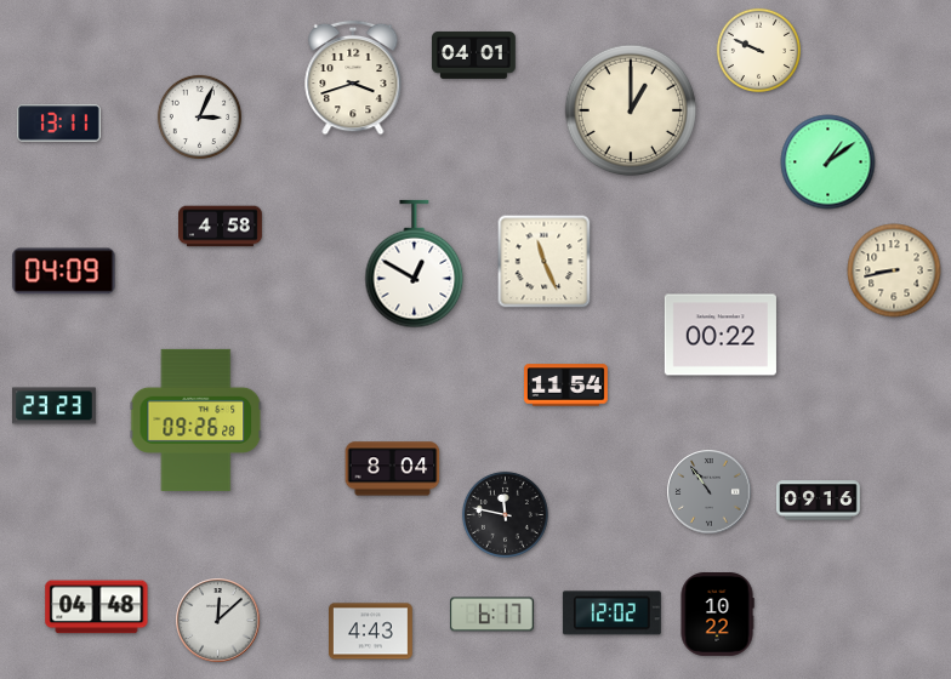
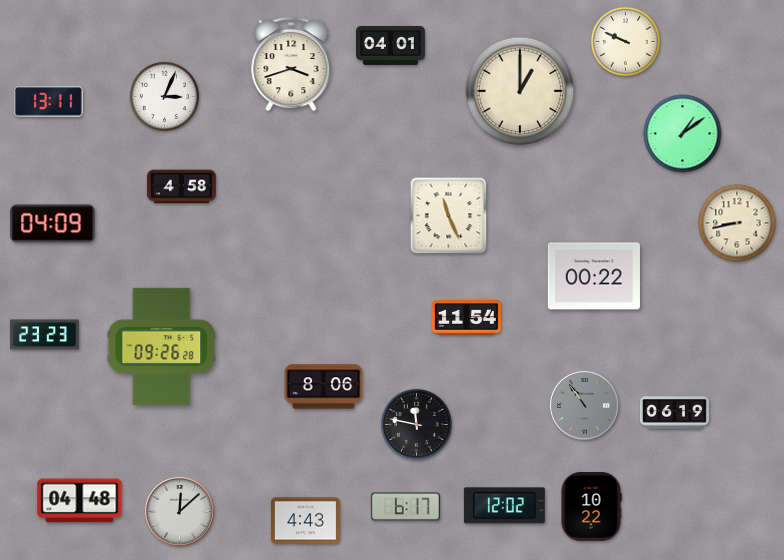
clock at (415, 264): 12:50 -> none
clock at (393, 469): 8:04 -> 8:06
clock at (819, 501): 09:16 -> 06:19
